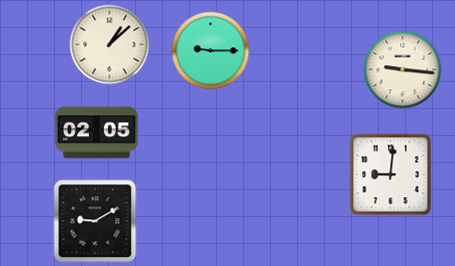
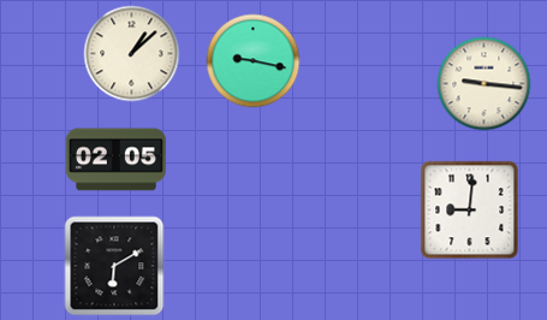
clock at (210, 50): 9:15 -> 9:17
clock at (95, 221): 9:10 -> 6:10
